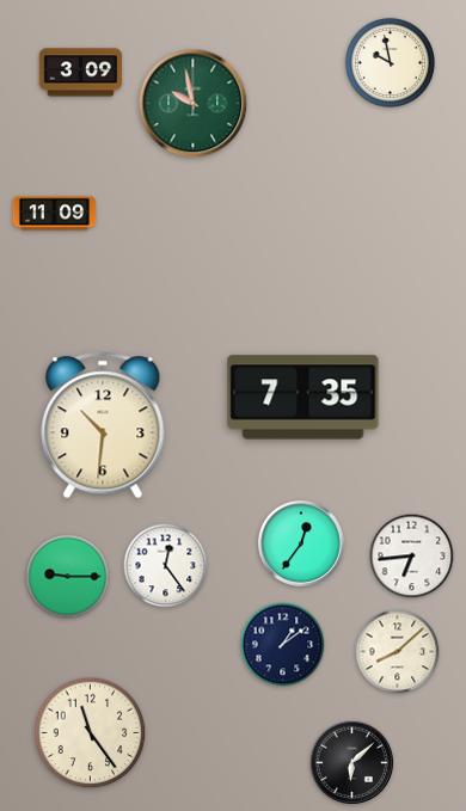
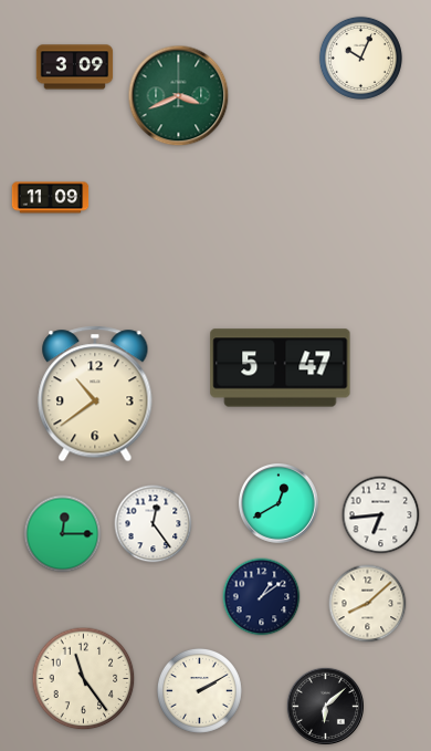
clock at (390, 62): 9:58 -> 10:04
clock at (194, 104): 9:58 -> 3:41
clock at (303, 398): 7:35 -> 5:47
clock at (103, 425): 10:31 -> 10:39
clock at (301, 543): 12:36 -> 12:40
clock at (68, 577): 9:15 -> 12:15
clock at (199, 690): none -> 2:10
